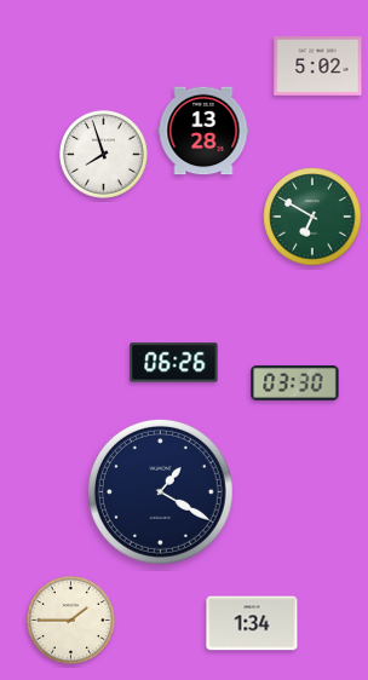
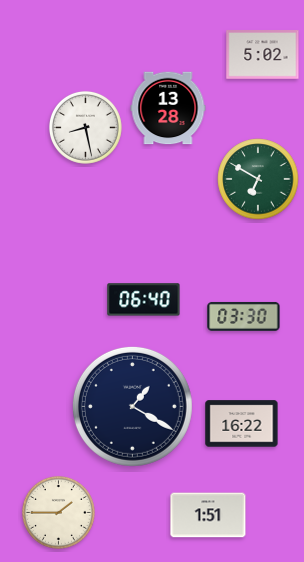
clock at (104, 155): 7:57 -> 8:28
clock at (174, 363): 06:26 -> 06:40
clock at (242, 424): none -> 16:22
clock at (252, 623): 1:34 -> 1:51
